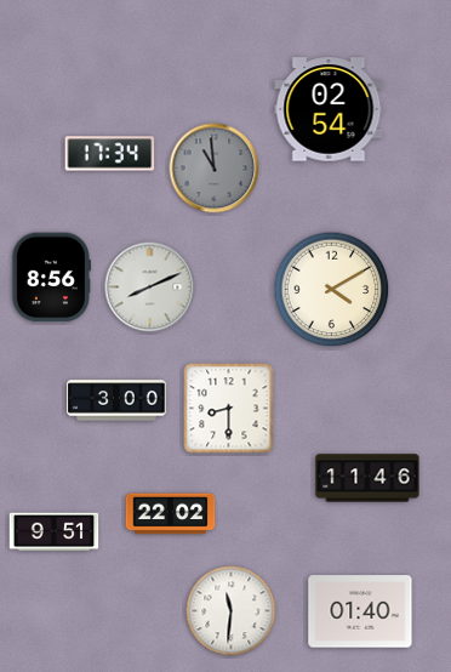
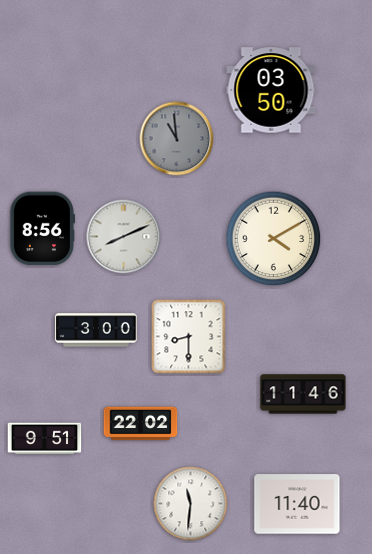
clock at (329, 109): 02:54 -> 03:50
clock at (110, 154): 17:34 -> none
clock at (360, 611): 01:40 -> 11:40
